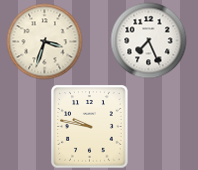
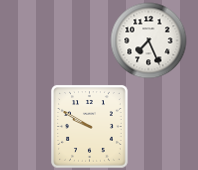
clock at (45, 42): 3:33 -> none
clock at (90, 127): 9:47 -> 9:50
